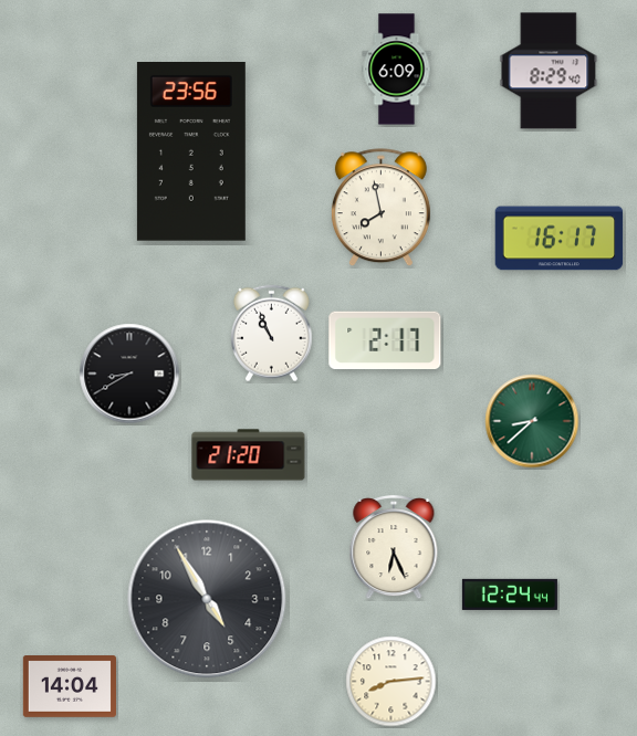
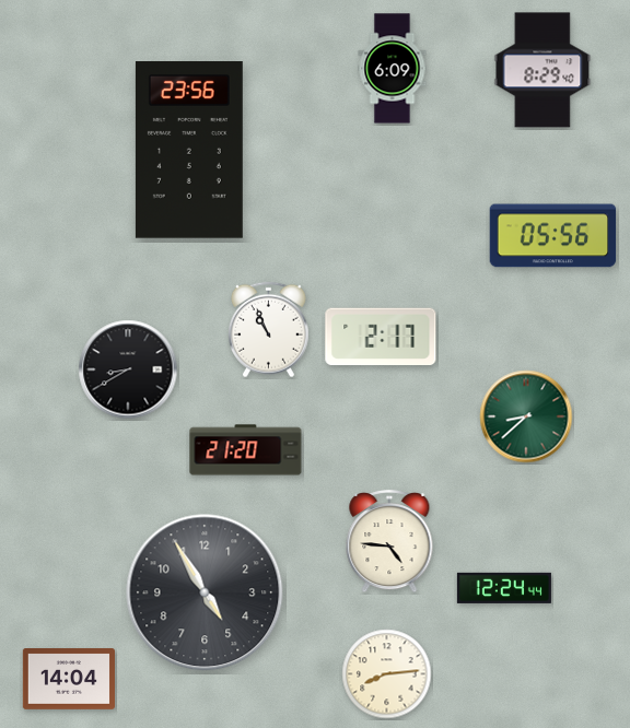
clock at (380, 208): 7:58 -> none
clock at (560, 239): 16:17 -> 05:56
clock at (394, 547): 6:26 -> 4:46
